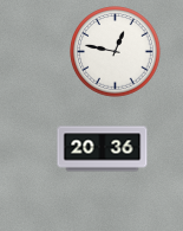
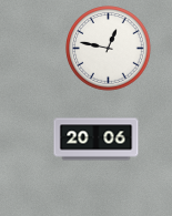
clock at (103, 149): 20:36 -> 20:06
